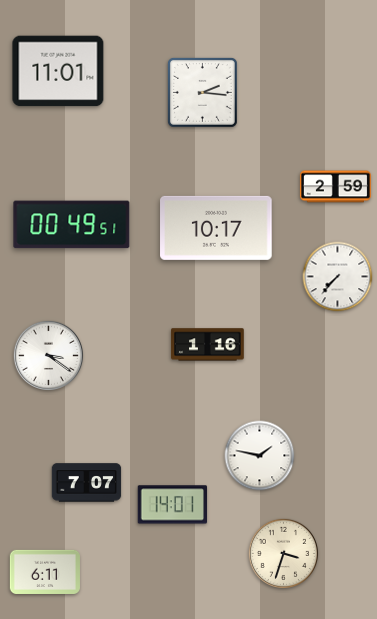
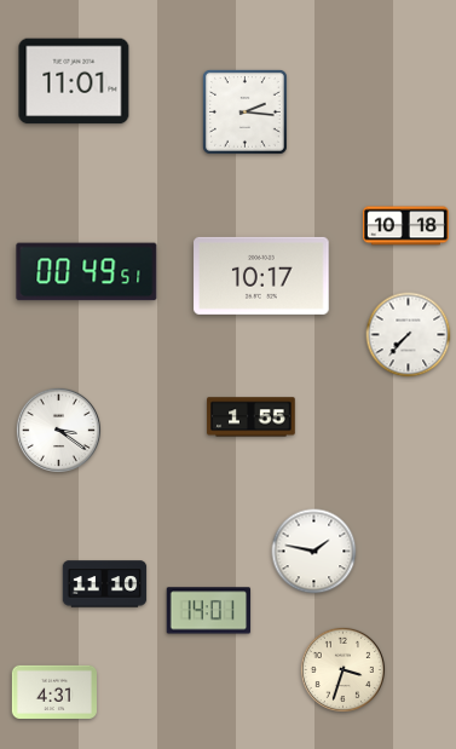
clock at (58, 71) position: (58, 71) -> (74, 81)
clock at (335, 187): 2:59 -> 10:18
clock at (208, 345): 1:16 -> 1:55
clock at (87, 483): 7:07 -> 11:10
clock at (45, 572): 6:11 -> 4:31
